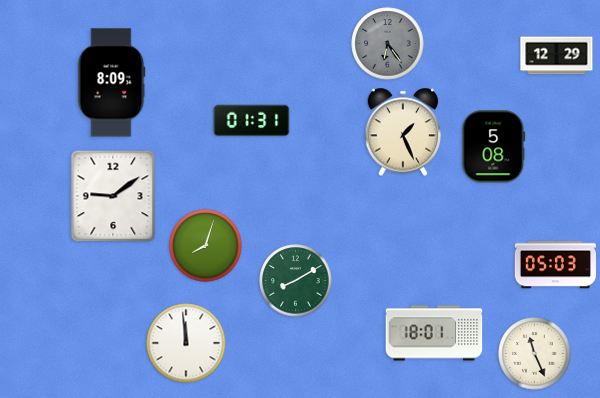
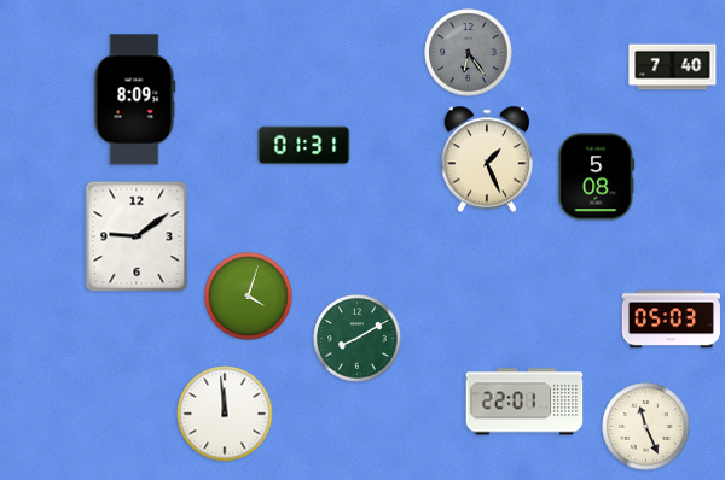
clock at (557, 56): 12:29 -> 7:40
clock at (206, 246): 8:03 -> 4:03
clock at (434, 333): 18:01 -> 22:01
